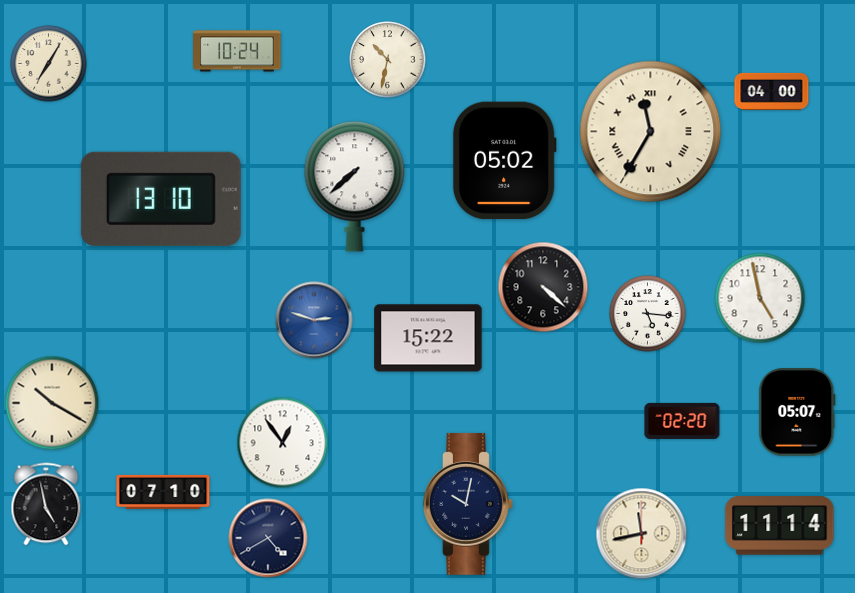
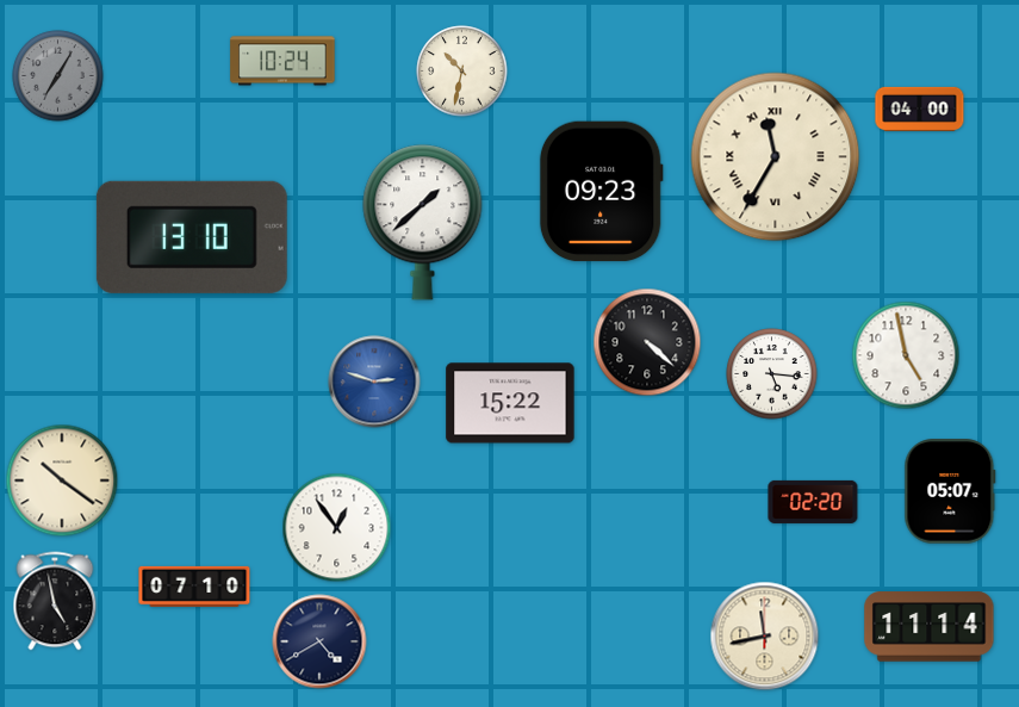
clock at (49, 64) dial: cream -> grey
clock at (504, 161): 05:02 -> 09:23
clock at (355, 187): 7:38 -> 1:38
clock at (52, 403): 10:20 -> 10:21
clock at (469, 504): 10:02 -> none
